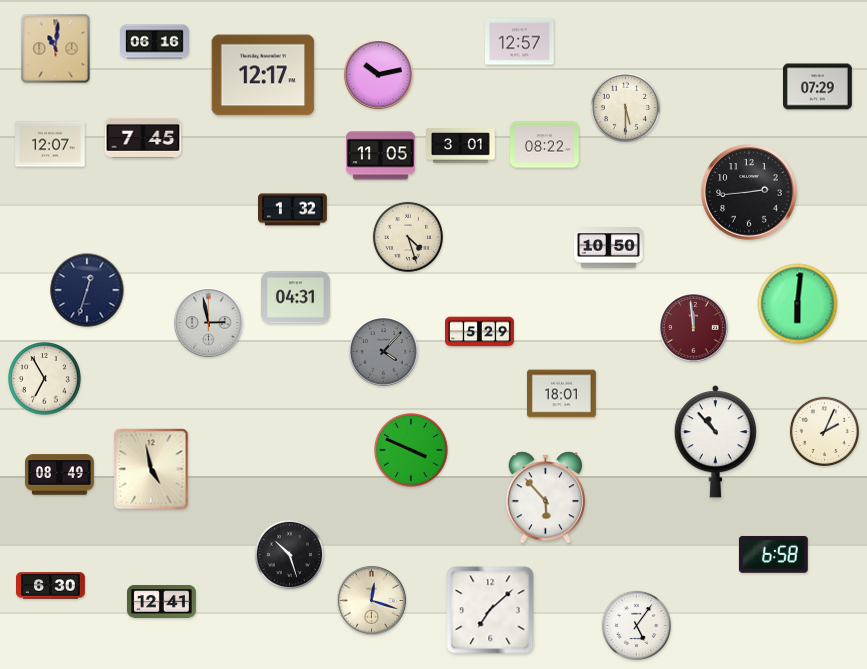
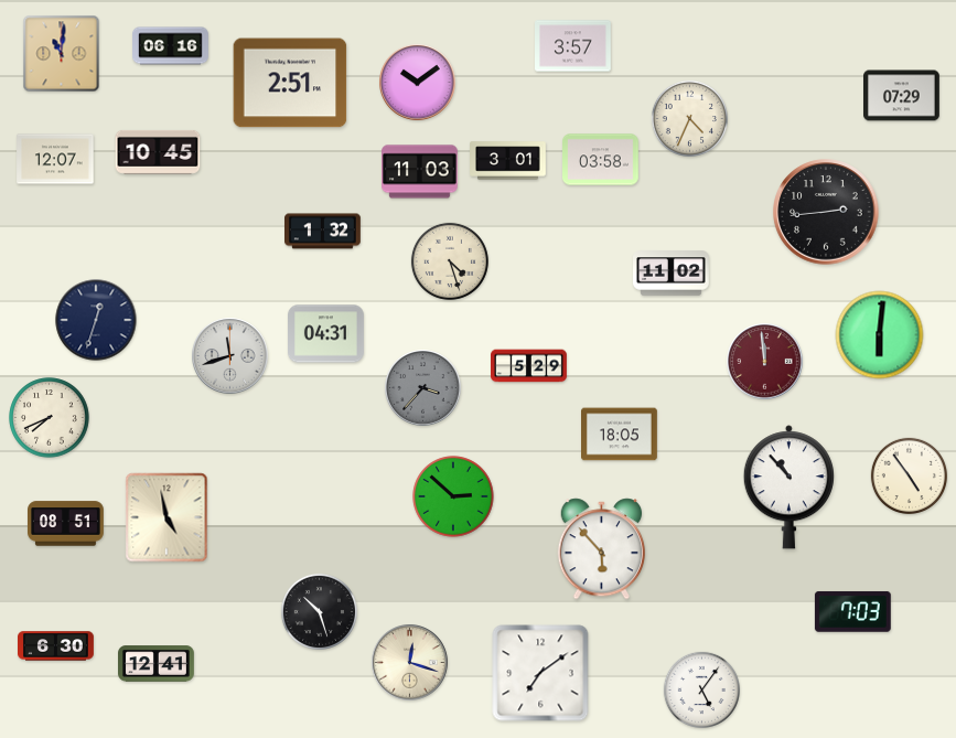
clock at (520, 42): 12:57 -> 3:57
clock at (263, 75): 12:17 -> 2:51
clock at (379, 75): 10:13 -> 10:09
clock at (625, 107): 5:30 -> 4:34
clock at (143, 138): 7:45 -> 10:45
clock at (545, 145): 08:22 -> 03:58
clock at (381, 156): 11:05 -> 11:03
clock at (609, 248): 10:50 -> 11:02
clock at (296, 298) position: (296, 298) -> (326, 334)
clock at (209, 323): 2:58 -> 11:42
clock at (384, 352): 4:07 -> 3:37
clock at (45, 379): 6:55 -> 7:41
clock at (562, 394): 18:01 -> 18:05
clock at (824, 431): 2:04 -> 4:54
clock at (411, 450): 3:49 -> 2:52
clock at (60, 475): 08:49 -> 08:51
clock at (773, 554): 6:58 -> 7:03
clock at (162, 602) position: (162, 602) -> (157, 664)
clock at (490, 610): 7:08 -> 7:09
